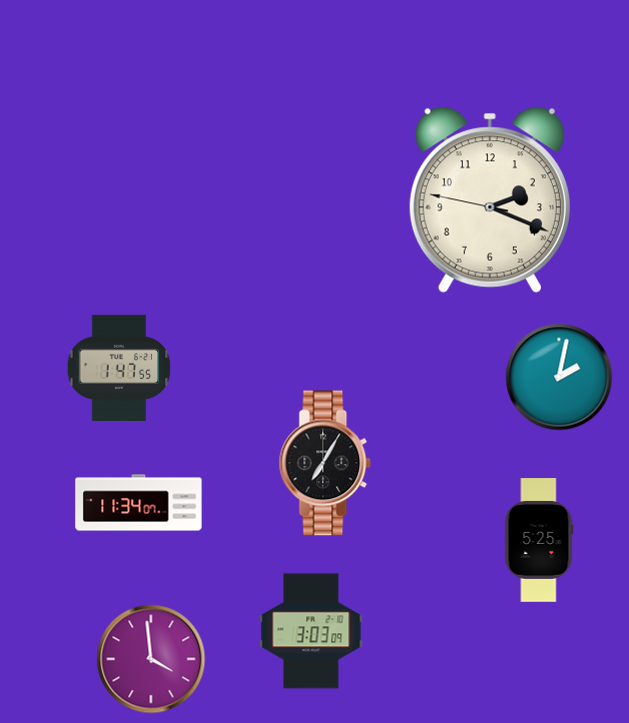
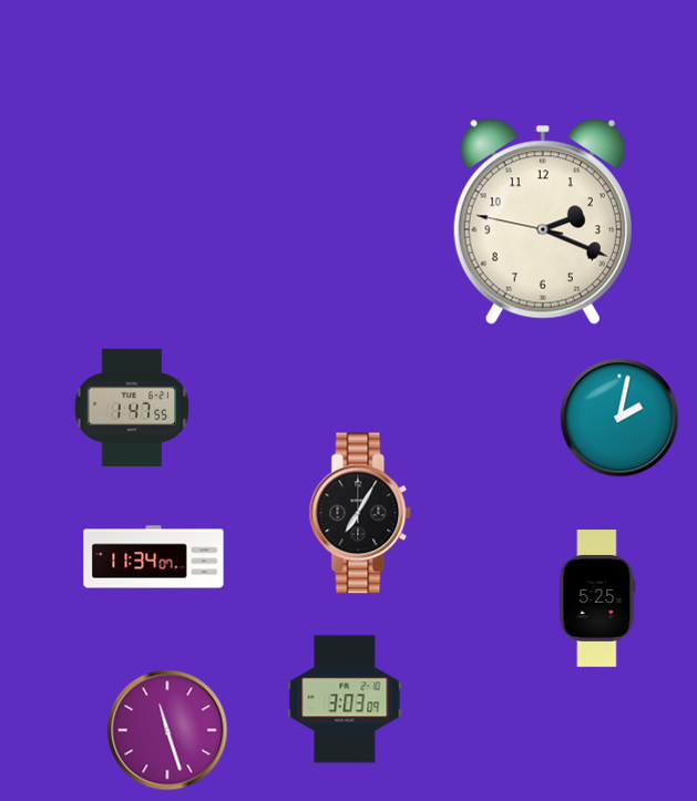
clock at (151, 659): 3:59 -> 11:27
